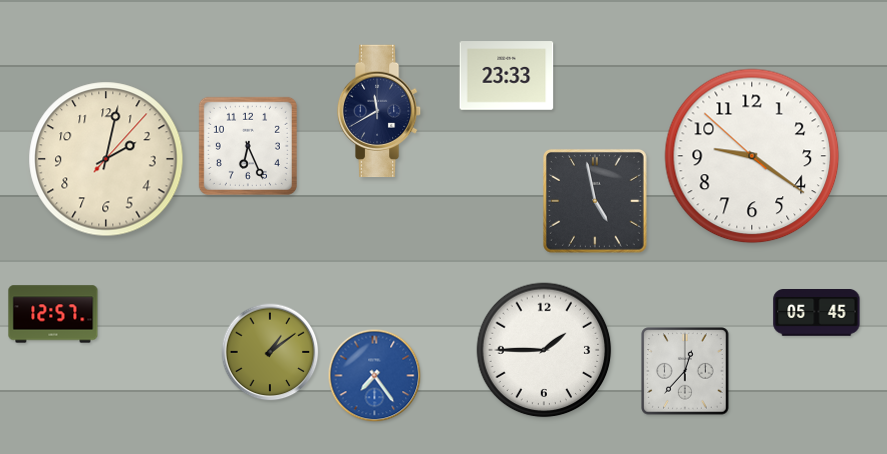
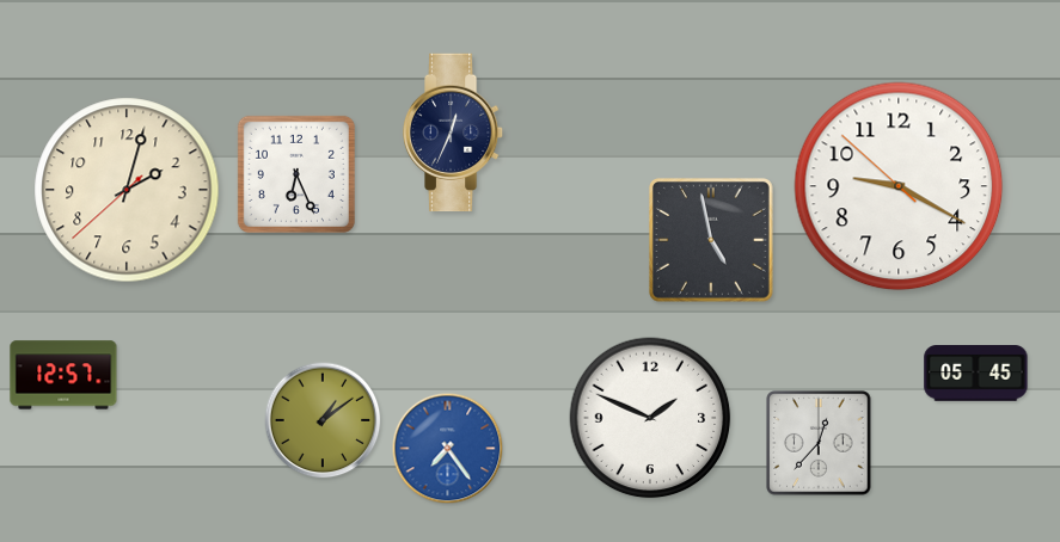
clock at (507, 76): 23:33 -> none
clock at (379, 111): 11:40 -> 12:34
clock at (752, 156): 9:20 -> 9:19
clock at (106, 159): 2:02:07 -> 2:02:38
clock at (544, 350): 1:45 -> 1:49
